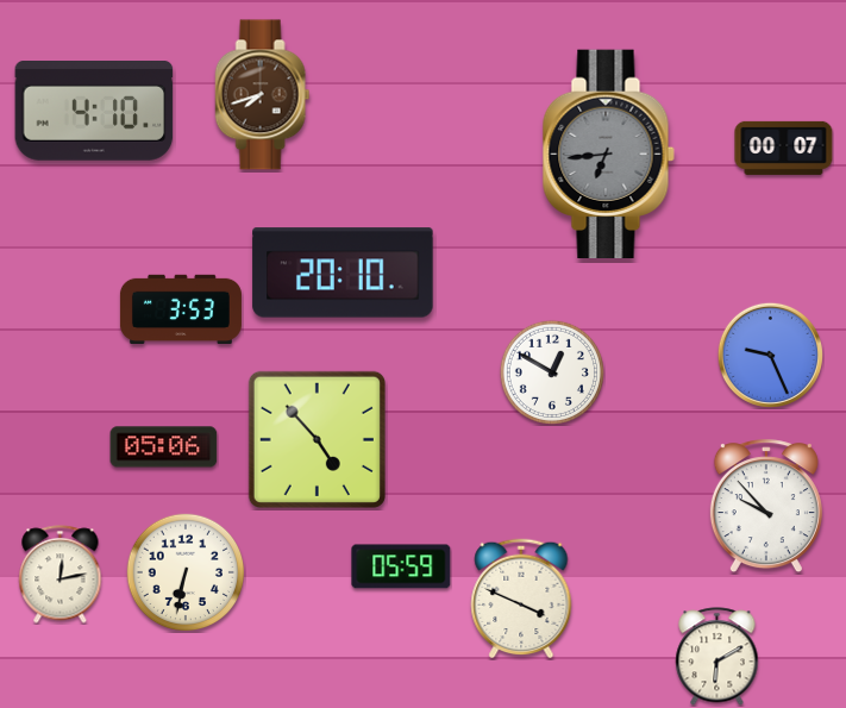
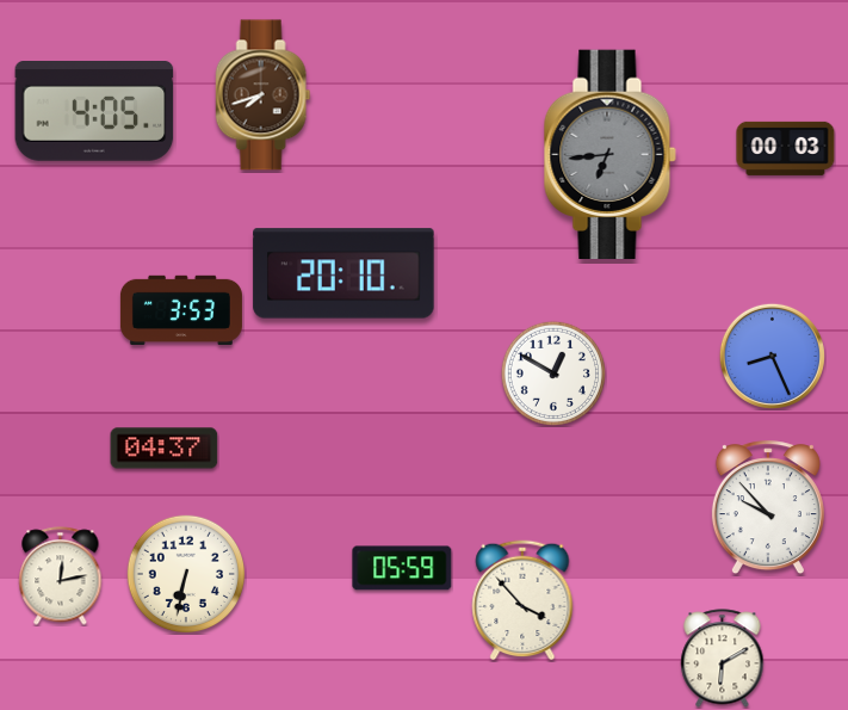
clock at (94, 112): 4:10 -> 4:05
clock at (784, 148): 00:07 -> 00:03
clock at (770, 355): 9:26 -> 8:26
clock at (317, 439): 4:53 -> none
clock at (164, 447): 05:06 -> 04:37
clock at (521, 599): 3:49 -> 3:53
clock at (717, 657) position: (717, 657) -> (723, 659)
